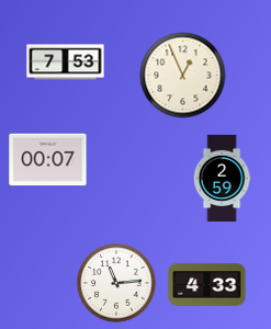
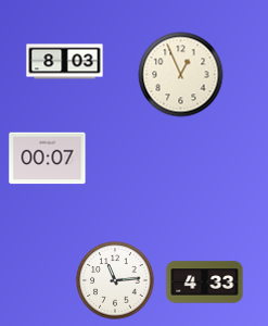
clock at (66, 63): 7:53 -> 8:03
clock at (222, 178): 2:59 -> none
